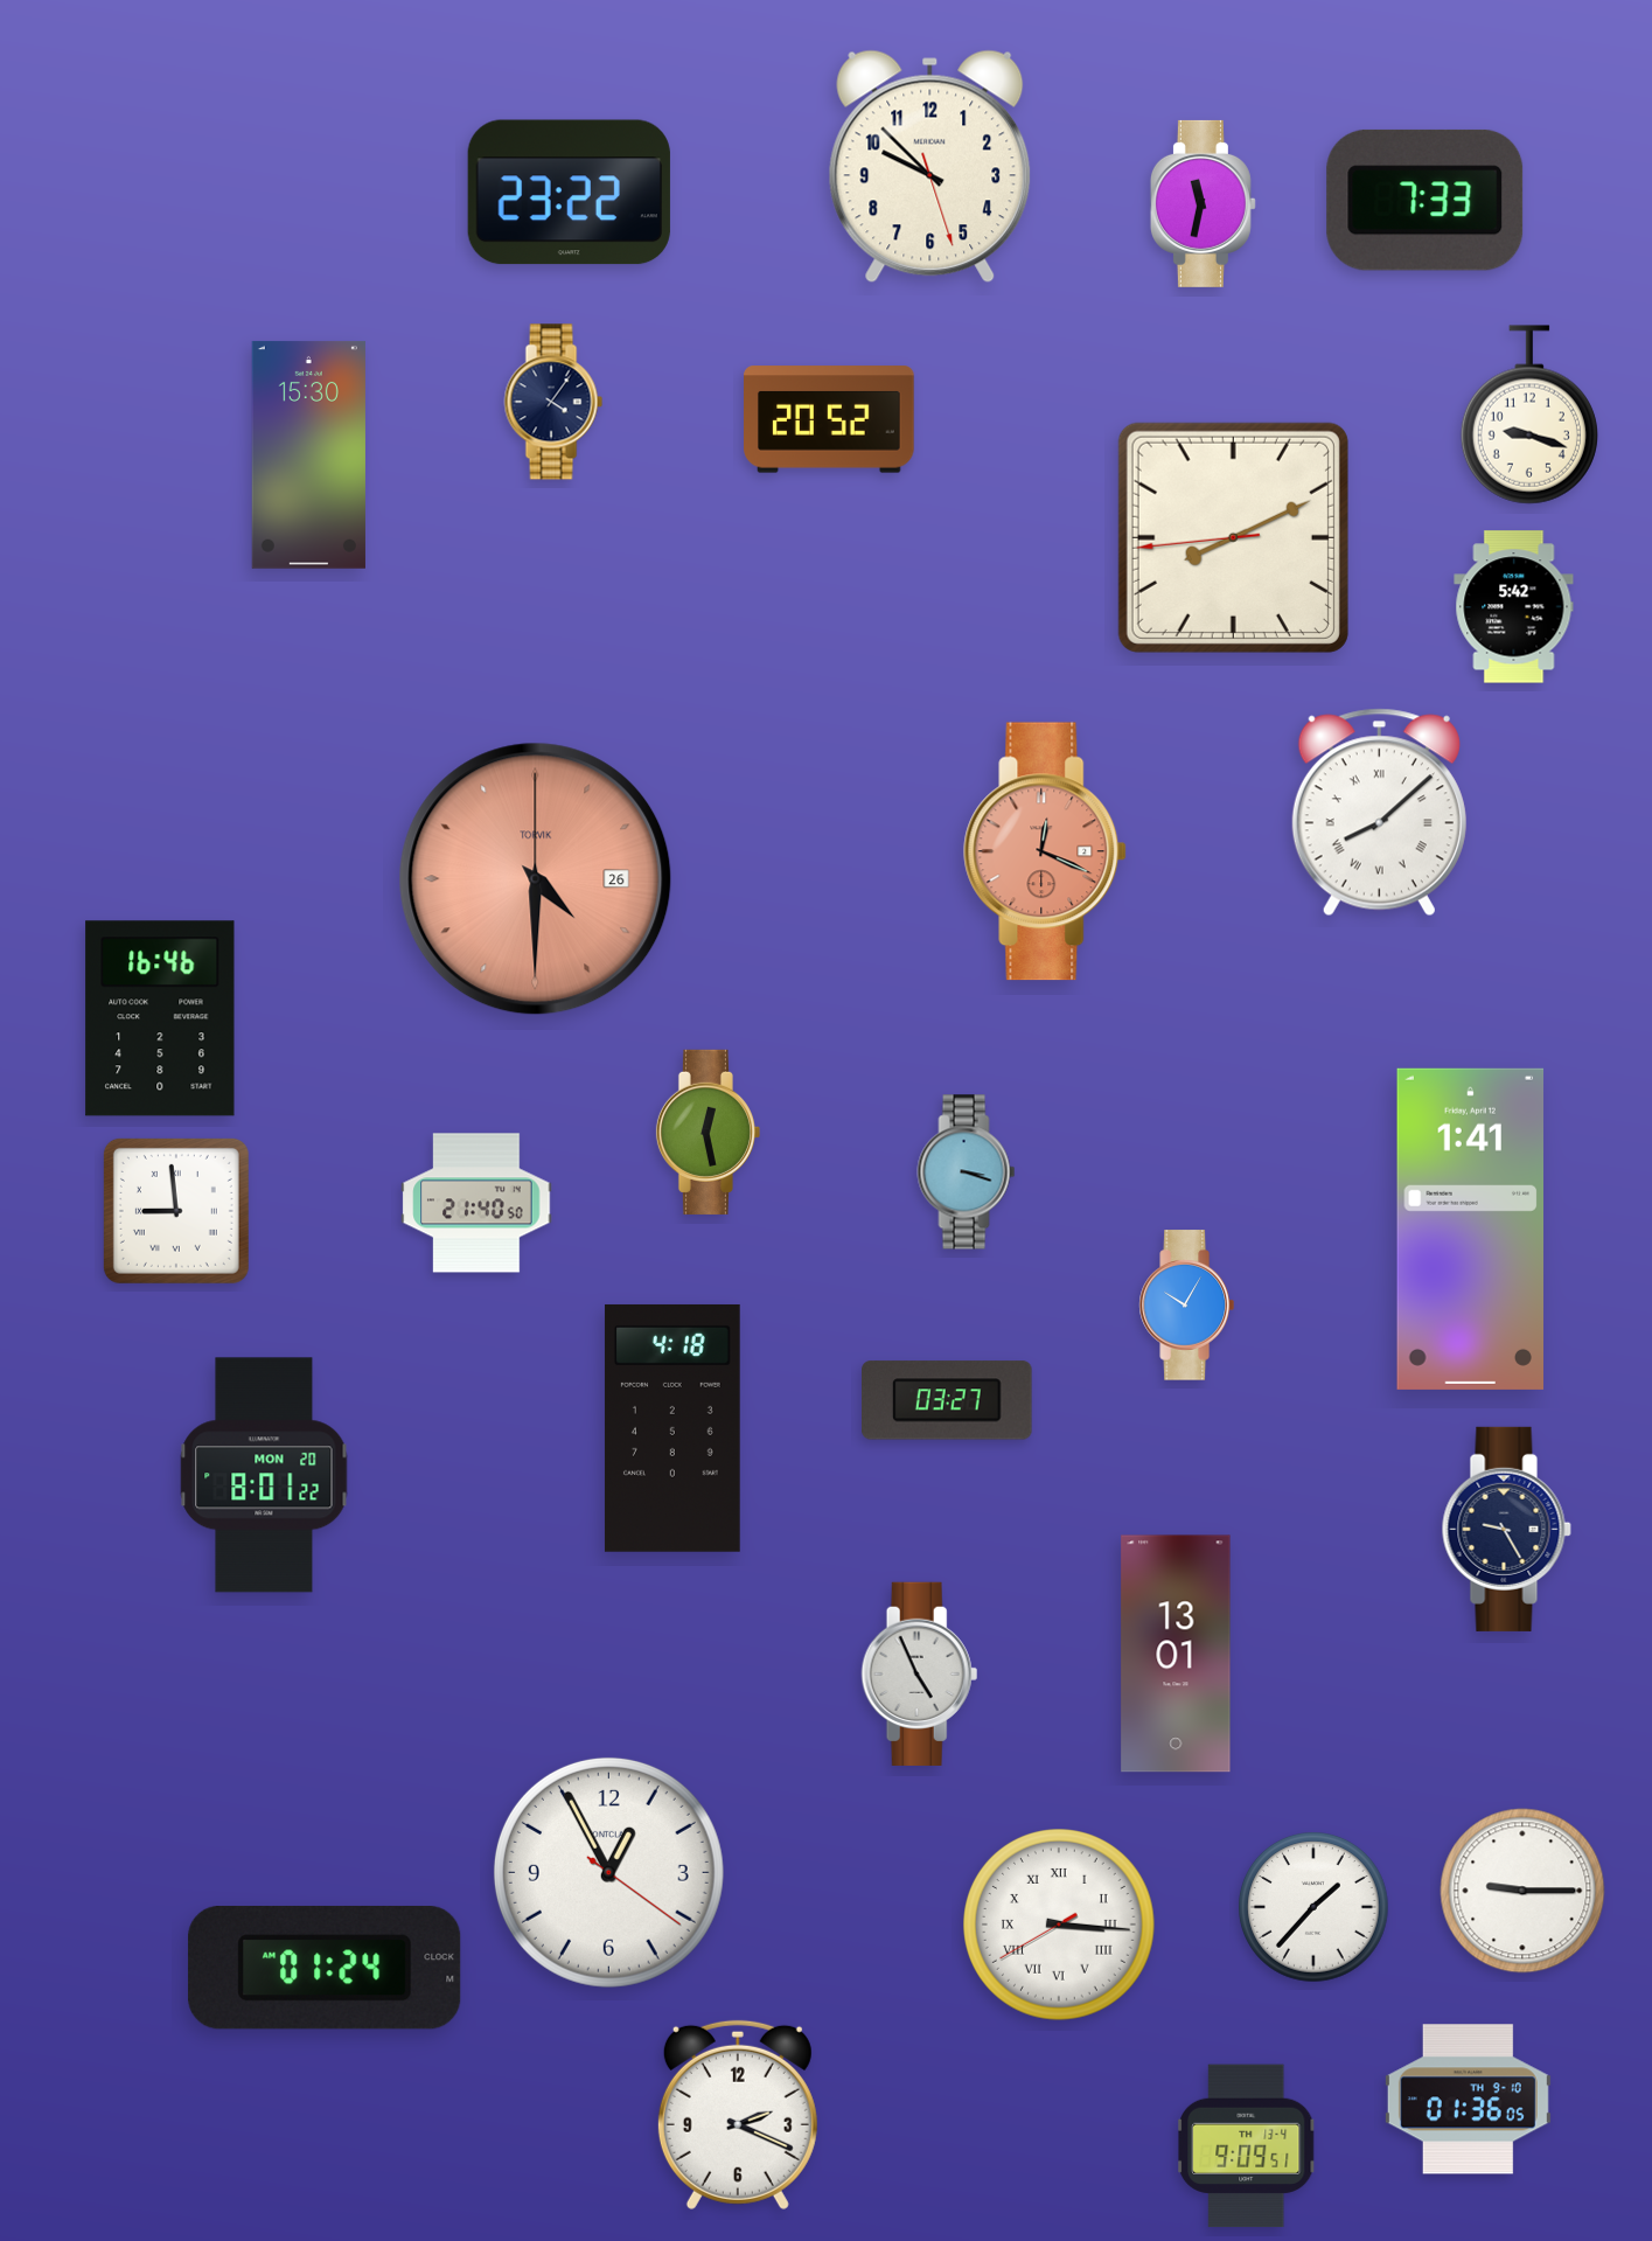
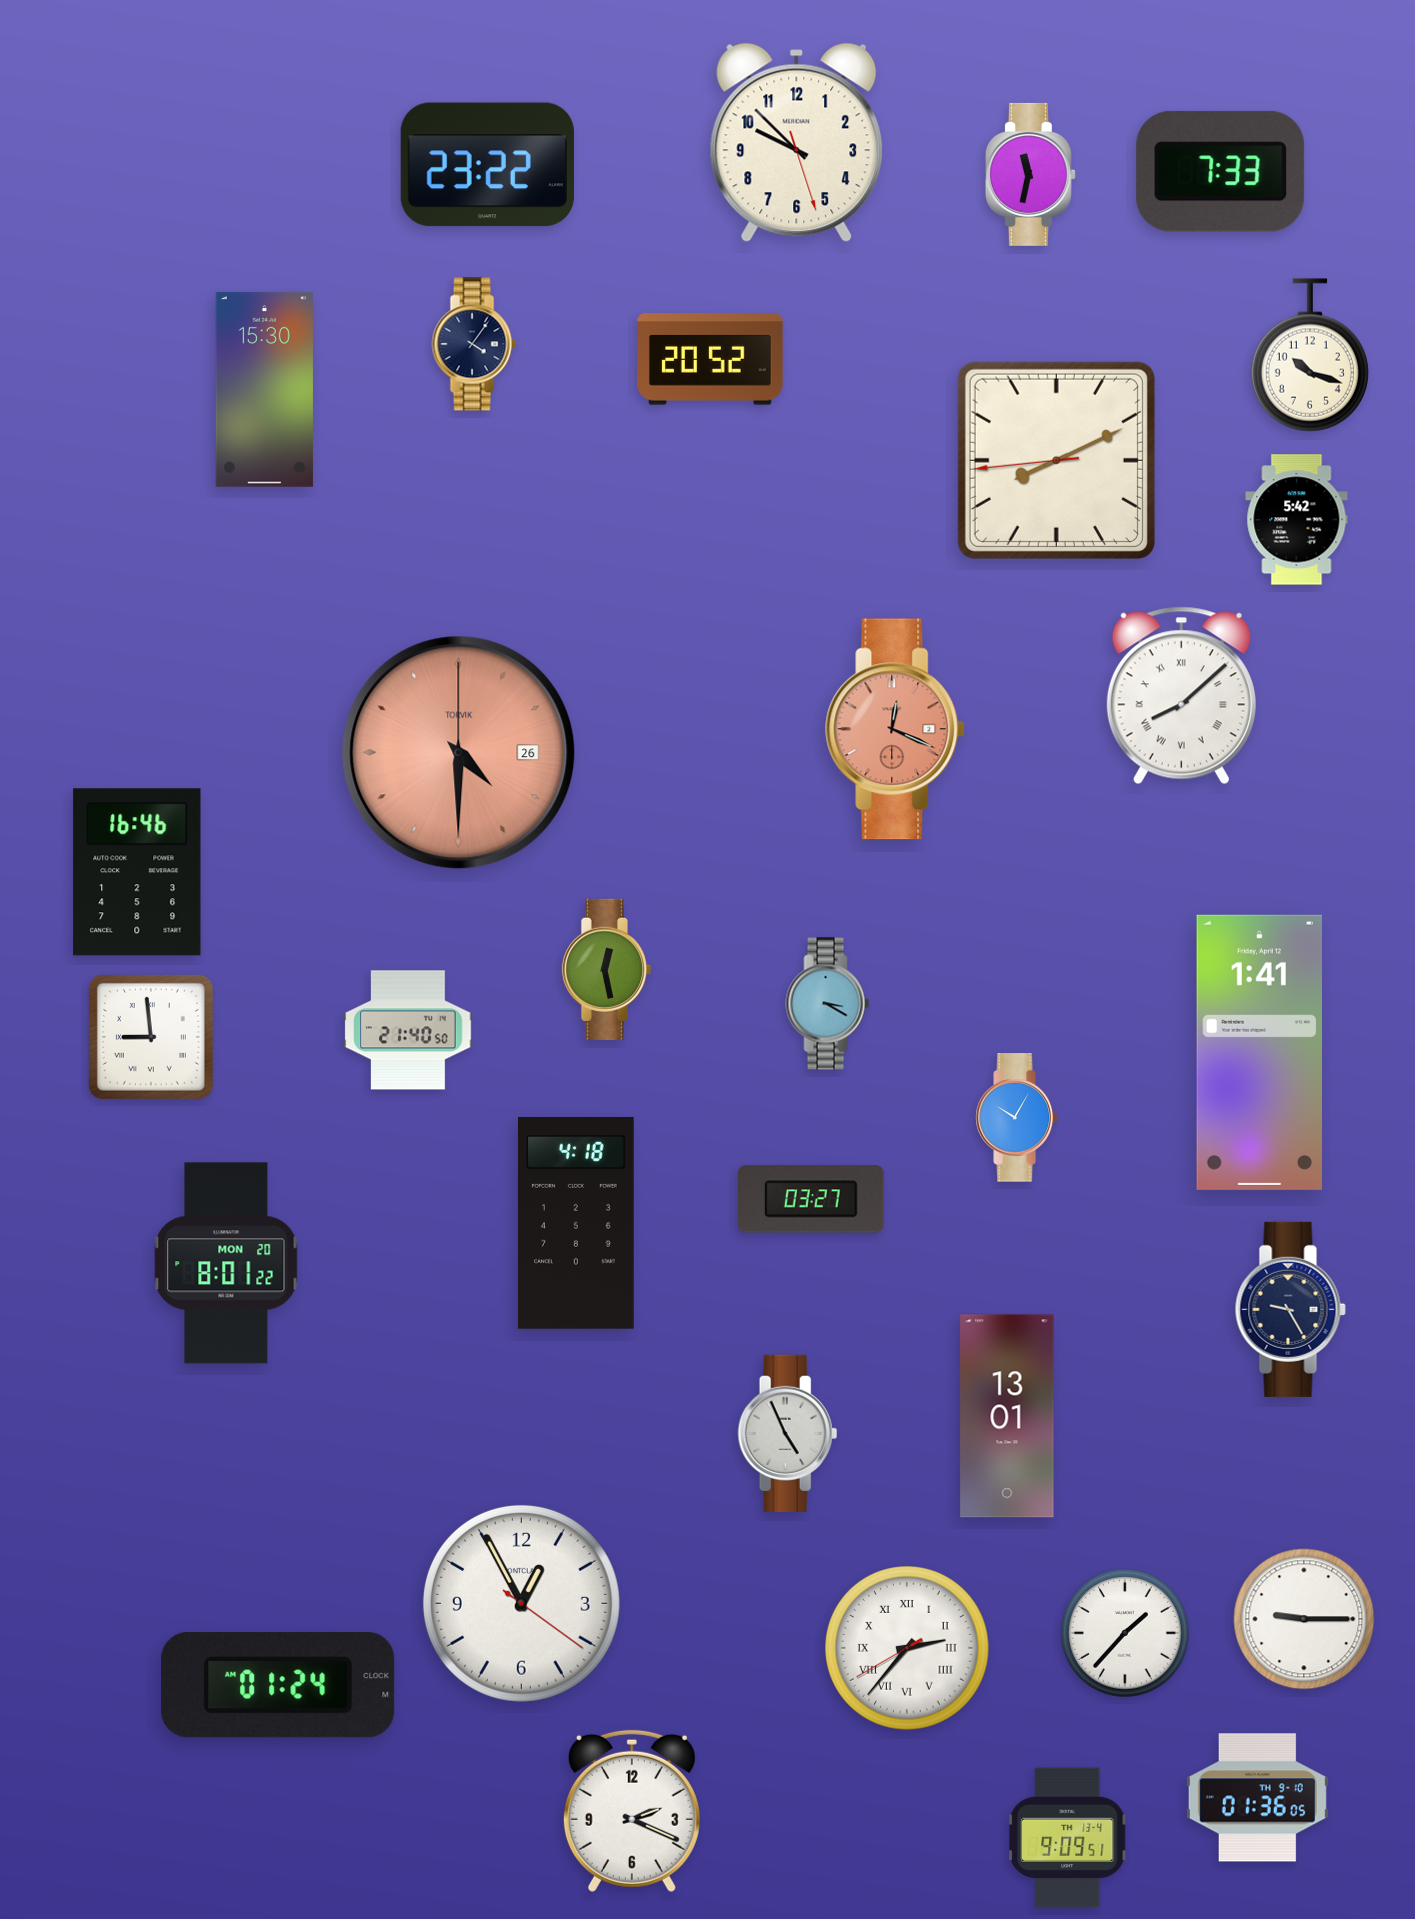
clock at (1529, 415): 9:18 -> 10:18
clock at (967, 1172): 3:18 -> 3:20
clock at (1060, 1926): 3:15 -> 2:36
